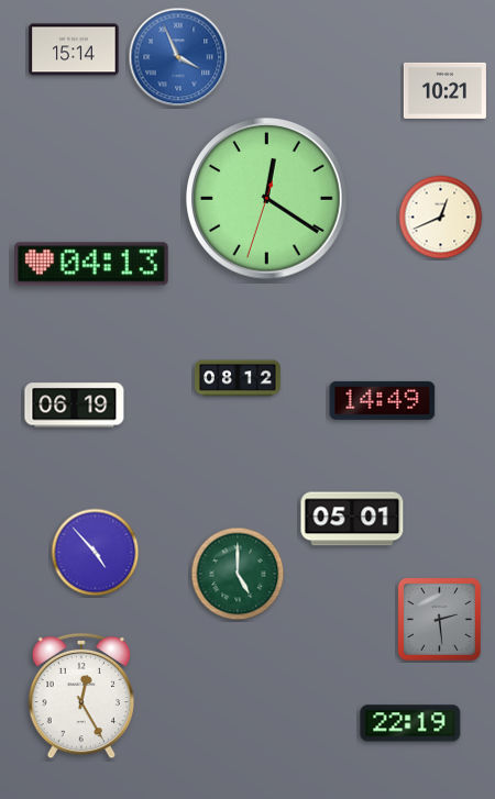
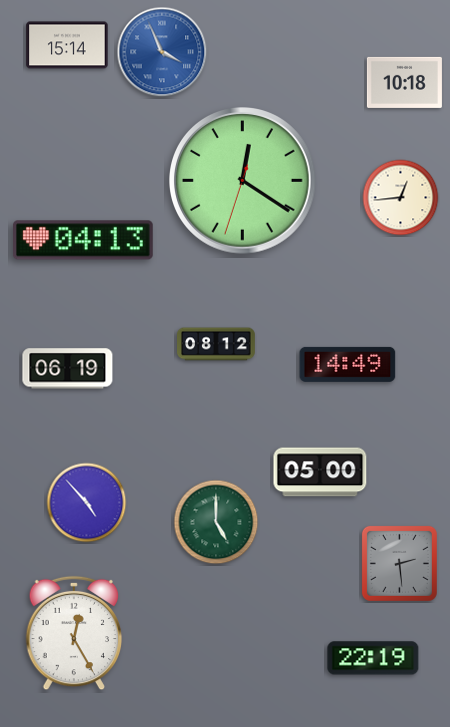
clock at (444, 90): 10:21 -> 10:18
clock at (441, 218): 12:41 -> 12:44
clock at (352, 519): 05:01 -> 05:00
